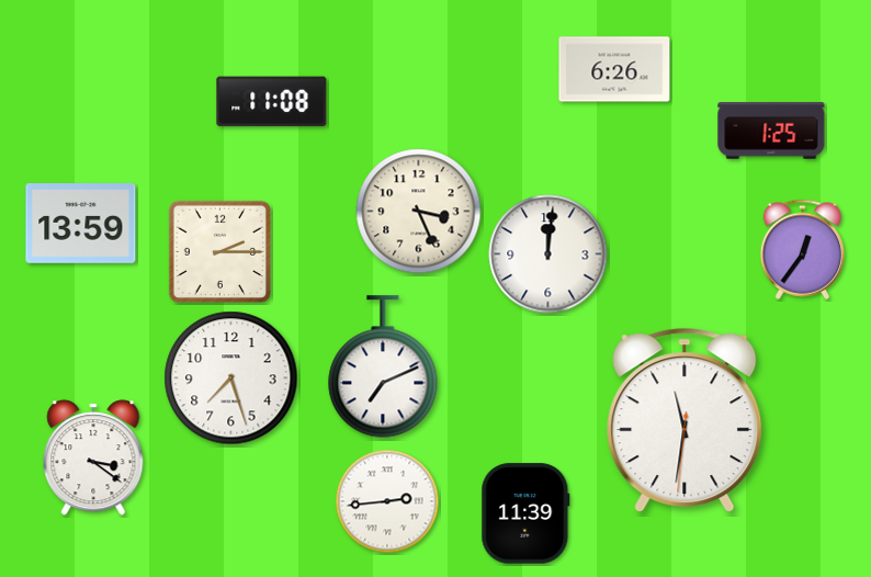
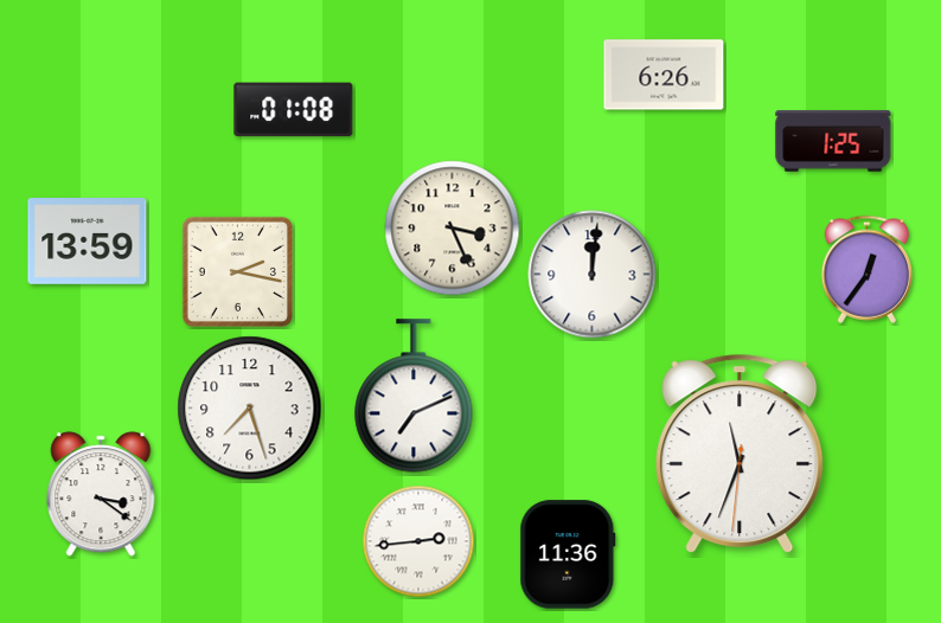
clock at (272, 102): 11:08 -> 01:08
clock at (219, 251): 2:15 -> 2:17
clock at (685, 420): 11:31 -> 11:33
clock at (525, 513): 11:39 -> 11:36
